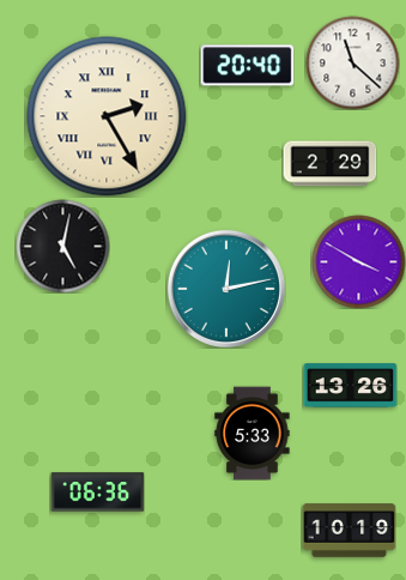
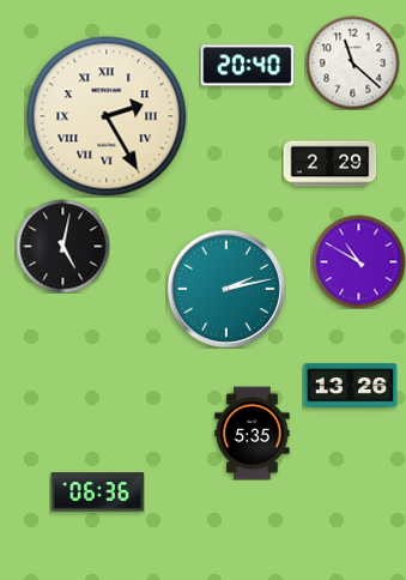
clock at (358, 261): 3:50 -> 10:50
clock at (226, 289): 12:13 -> 2:13
clock at (253, 433): 5:33 -> 5:35
clock at (349, 531): 10:19 -> none
